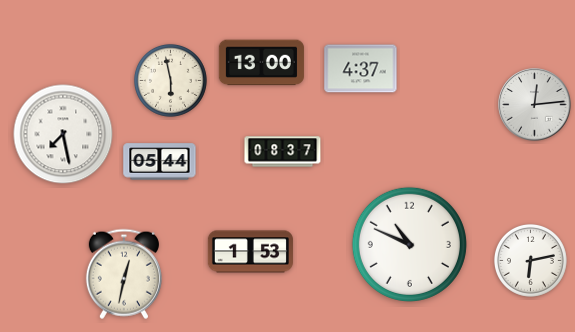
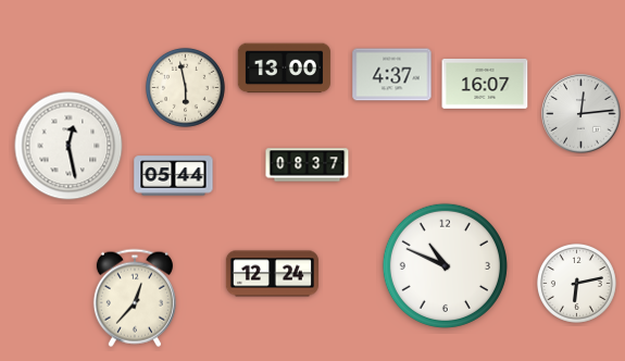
clock at (485, 85): none -> 16:07
clock at (63, 134): 7:28 -> 12:28
clock at (250, 252): 1:53 -> 12:24
clock at (124, 274): 12:32 -> 12:37
